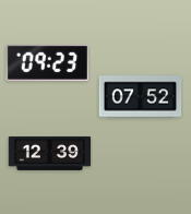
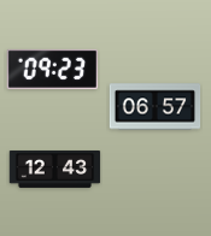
clock at (141, 97): 07:52 -> 06:57
clock at (50, 153): 12:39 -> 12:43
